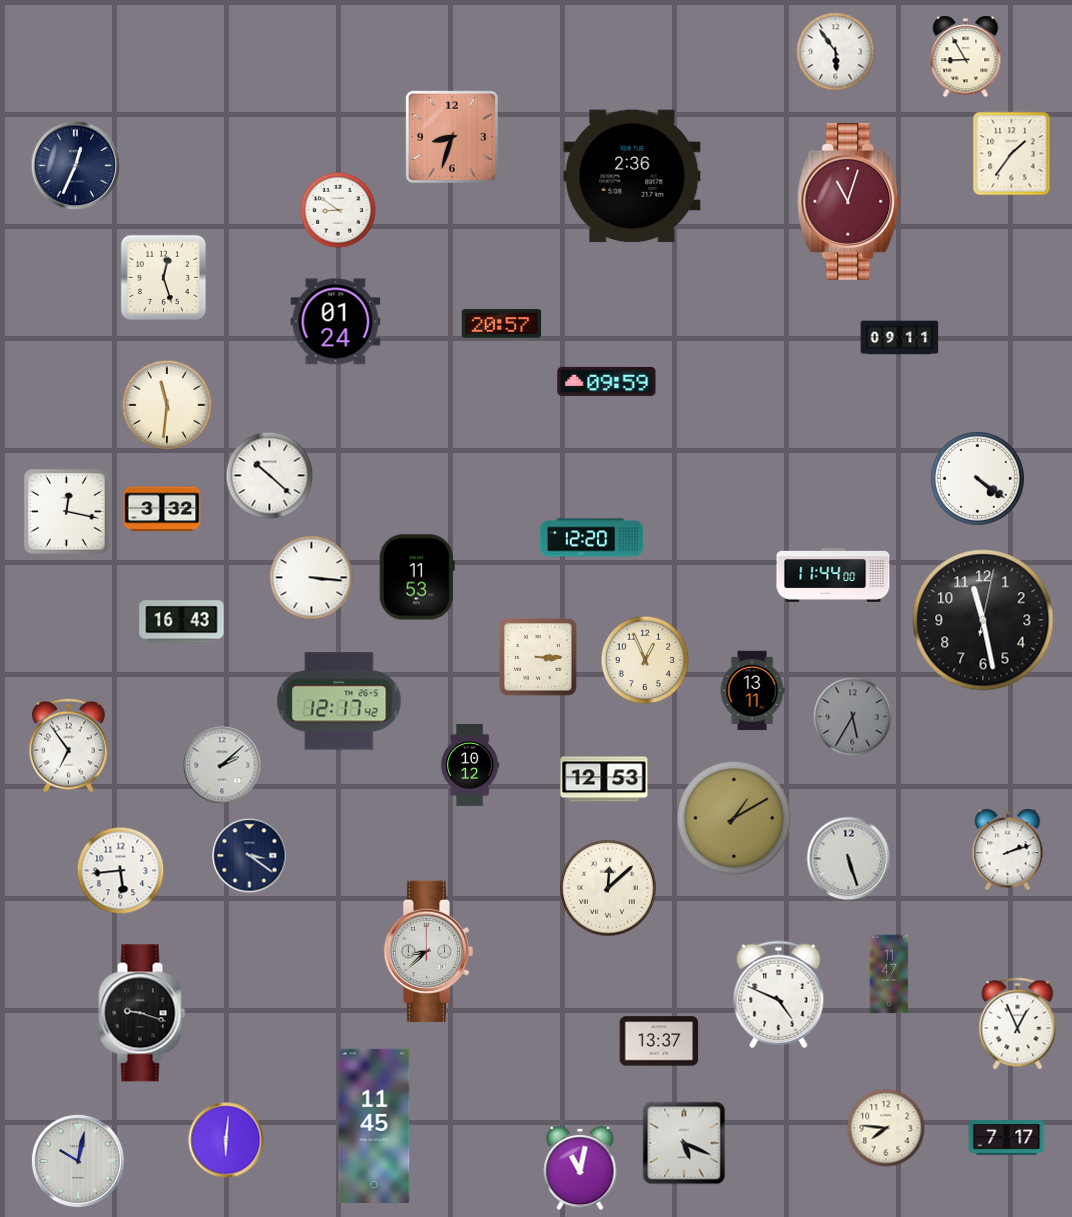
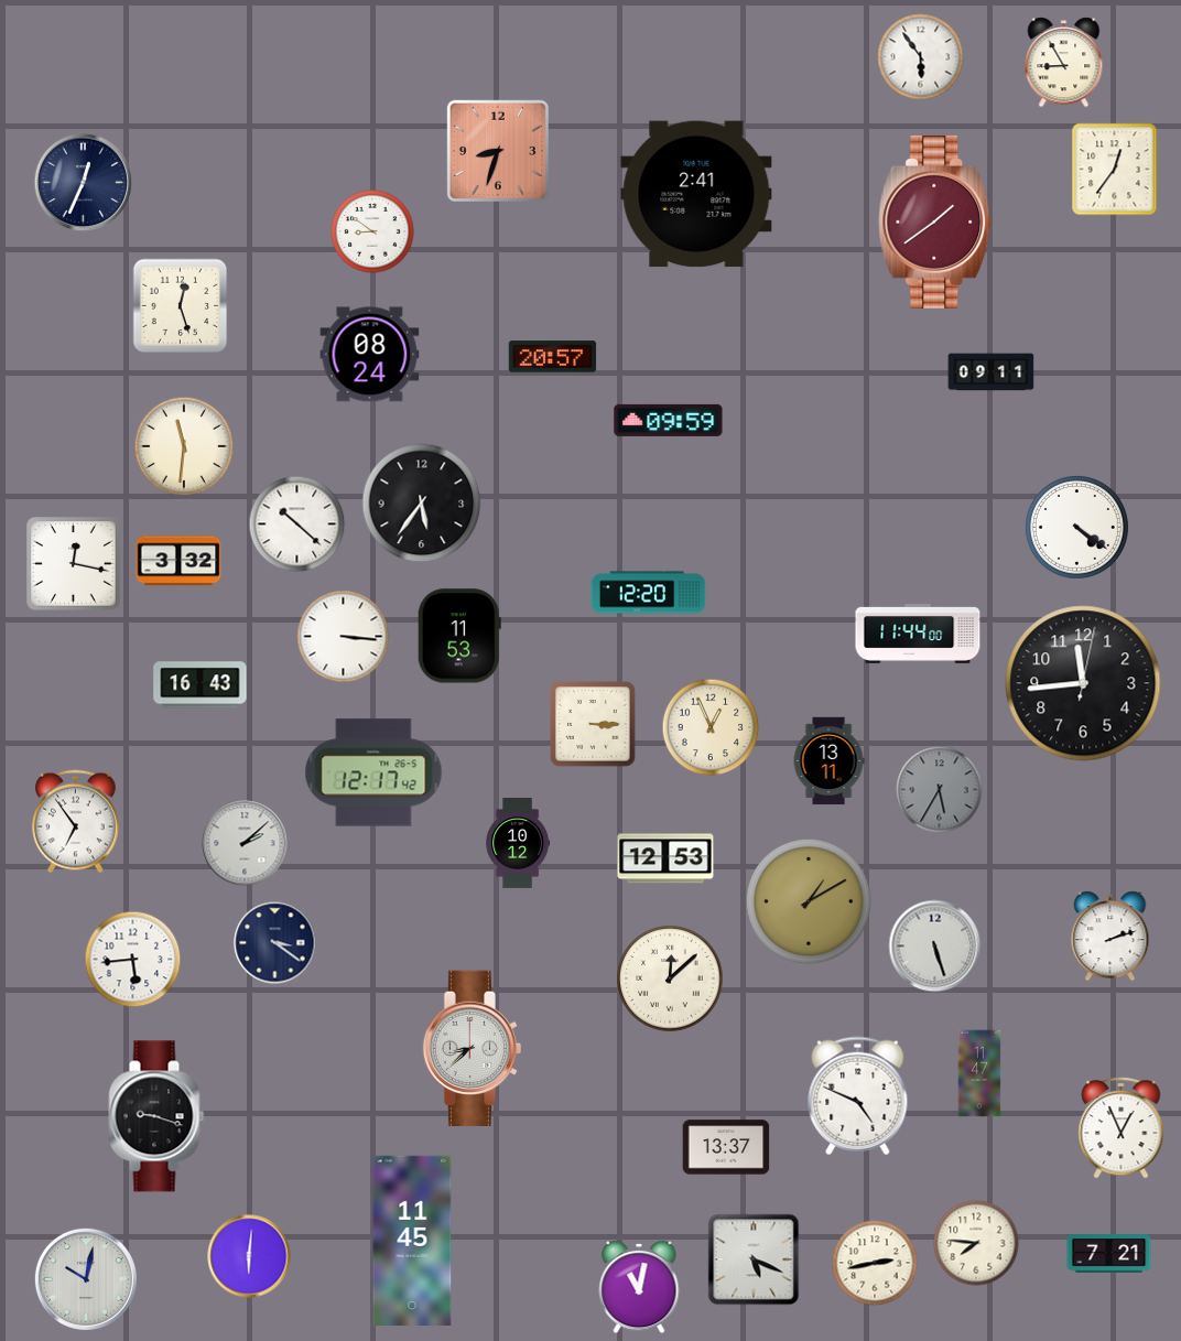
clock at (1012, 154): 1:36 -> 12:36
clock at (632, 176): 2:36 -> 2:41
clock at (849, 201): 11:03 -> 1:39
clock at (336, 322): 01:24 -> 08:24
clock at (422, 504): none -> 5:36
clock at (592, 538) position: (592, 538) -> (649, 593)
clock at (983, 620): 11:28 -> 11:44
clock at (1007, 1138): 7:17 -> 7:21
clock at (875, 1263): none -> 2:43
